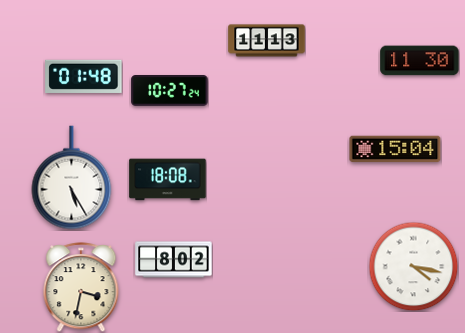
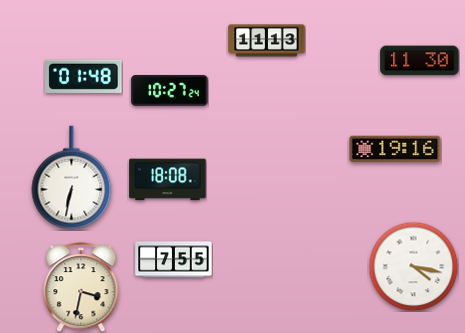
clock at (395, 149): 15:04 -> 19:16
clock at (72, 178): 5:25 -> 6:32
clock at (174, 260): 8:02 -> 7:55
